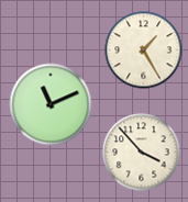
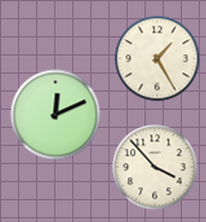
clock at (144, 50) position: (144, 50) -> (158, 59)
clock at (51, 104): 11:11 -> 12:11
